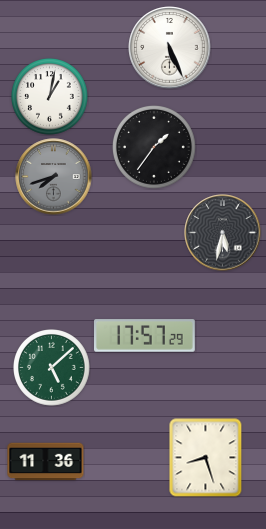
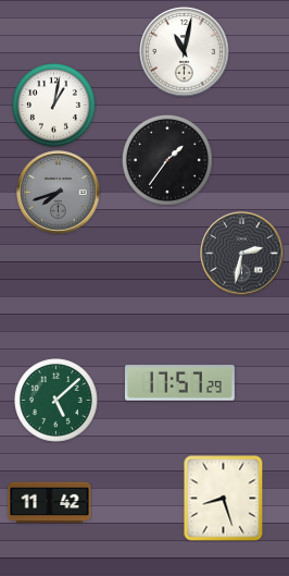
clock at (170, 48): 5:26 -> 11:02
clock at (223, 233): 5:32 -> 2:32
clock at (145, 336) position: (145, 336) -> (180, 383)
clock at (46, 462): 11:36 -> 11:42
